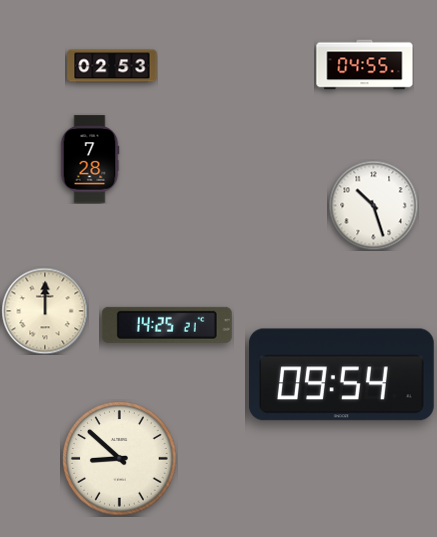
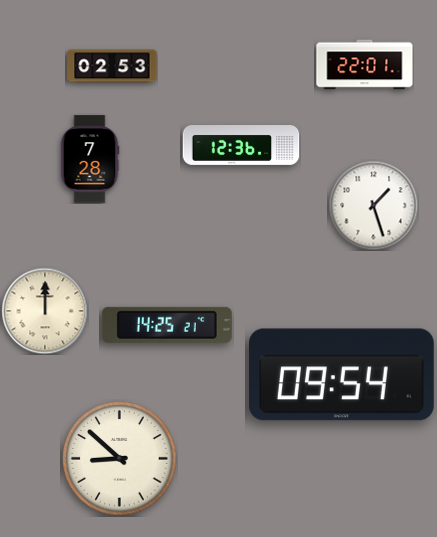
clock at (365, 65): 04:55 -> 22:01
clock at (241, 146): none -> 12:36
clock at (373, 205): 10:27 -> 1:27
